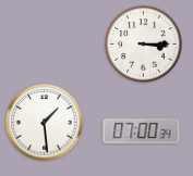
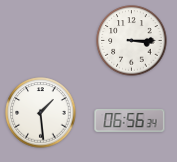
clock at (142, 131): 07:00 -> 06:56
